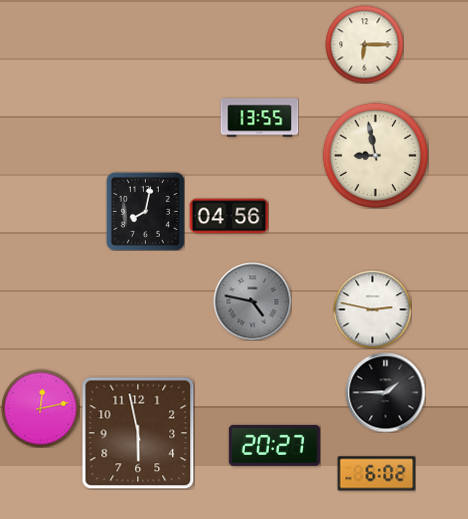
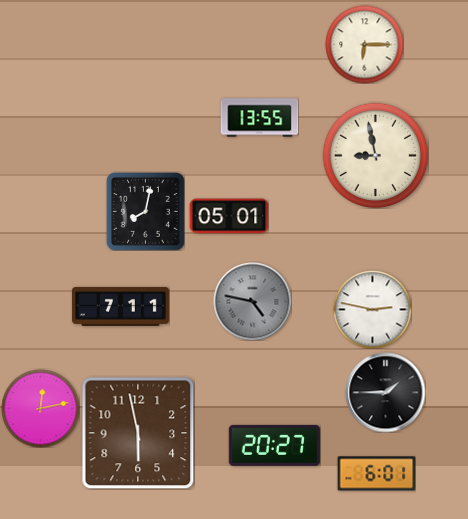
clock at (229, 216): 04:56 -> 05:01
clock at (120, 306): none -> 7:11
clock at (376, 474): 6:02 -> 6:01
